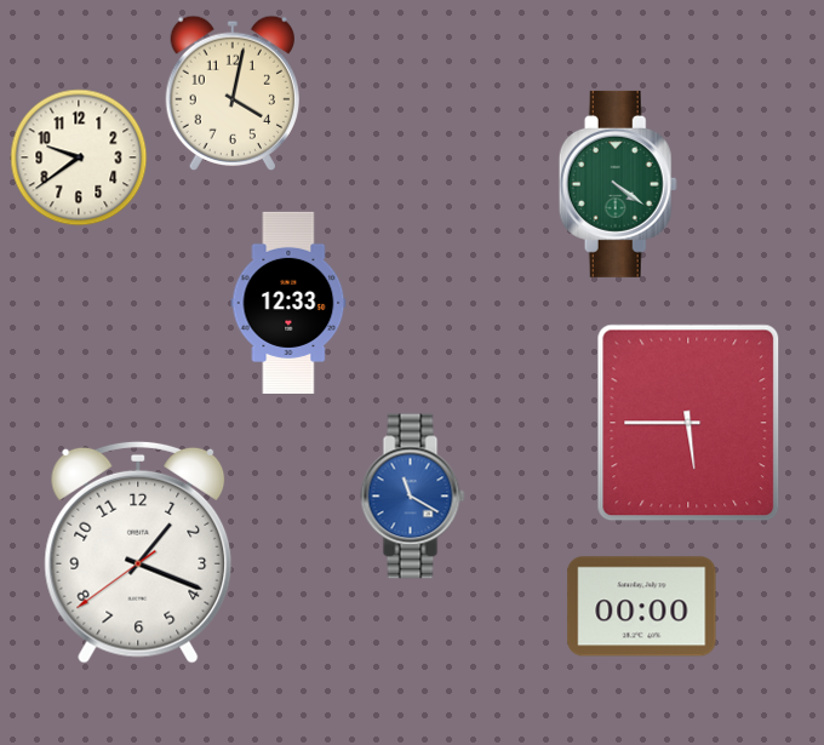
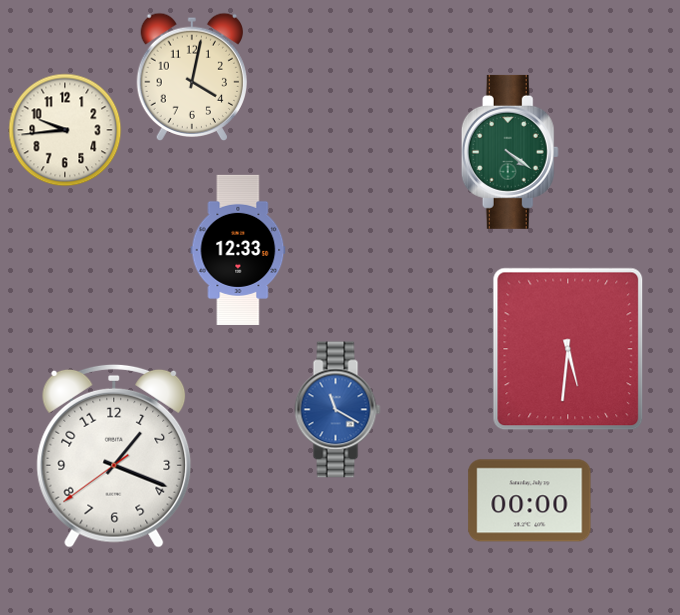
clock at (79, 157): 9:39 -> 9:44
clock at (688, 423): 5:45 -> 5:31
clock at (413, 497) position: (413, 497) -> (338, 410)
